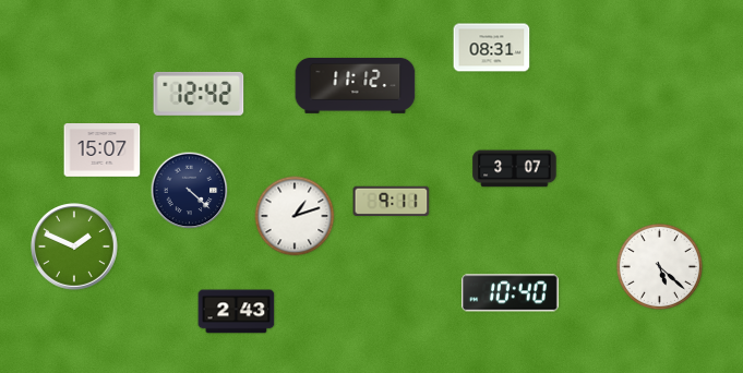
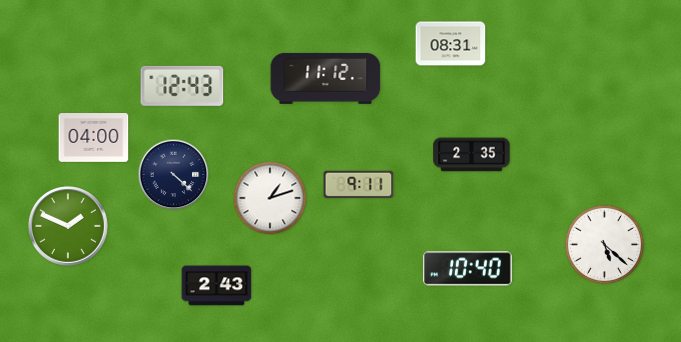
clock at (199, 94): 12:42 -> 12:43
clock at (103, 151): 15:07 -> 04:00
clock at (515, 169): 3:07 -> 2:35
